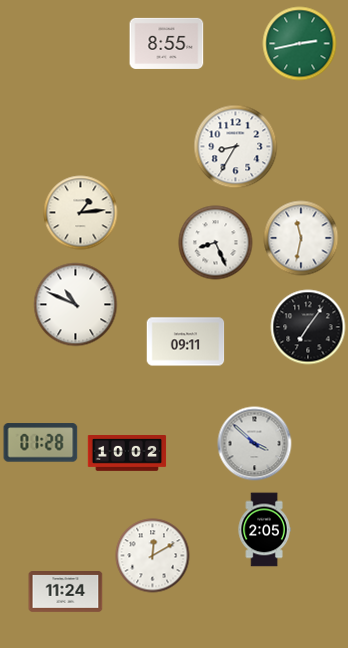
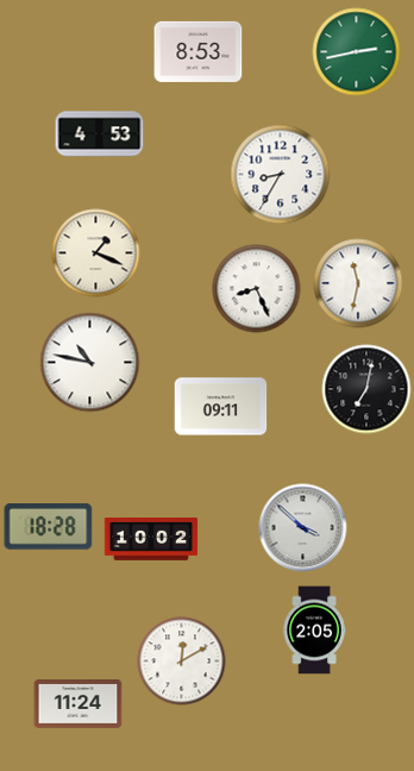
clock at (167, 43): 8:55 -> 8:53
clock at (100, 134): none -> 4:53
clock at (81, 213): 1:14 -> 1:19
clock at (76, 305): 10:49 -> 10:47
clock at (308, 327): 7:06 -> 7:02
clock at (41, 443): 01:28 -> 18:28
